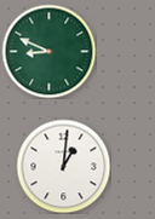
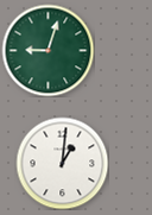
clock at (48, 51): 8:49 -> 9:03
